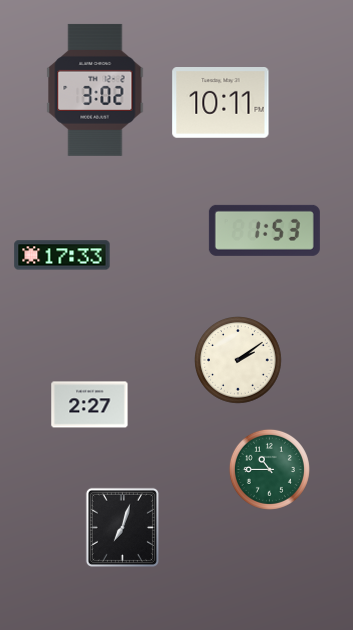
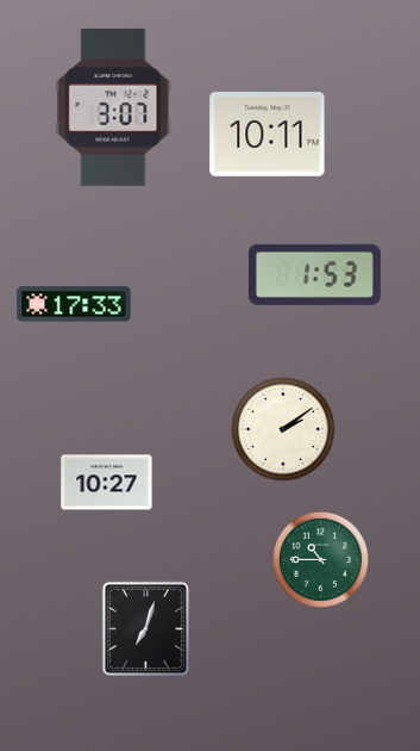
clock at (95, 90): 3:02 -> 3:07
clock at (221, 103) position: (221, 103) -> (268, 135)
clock at (90, 405): 2:27 -> 10:27
